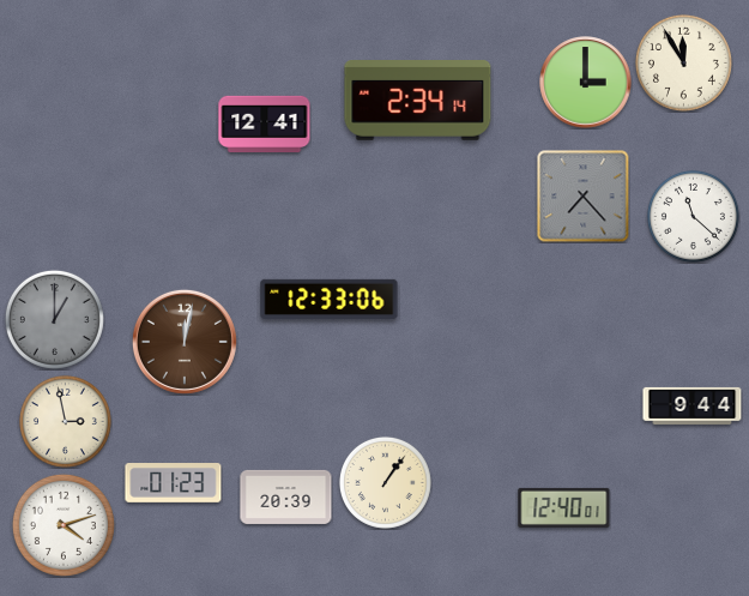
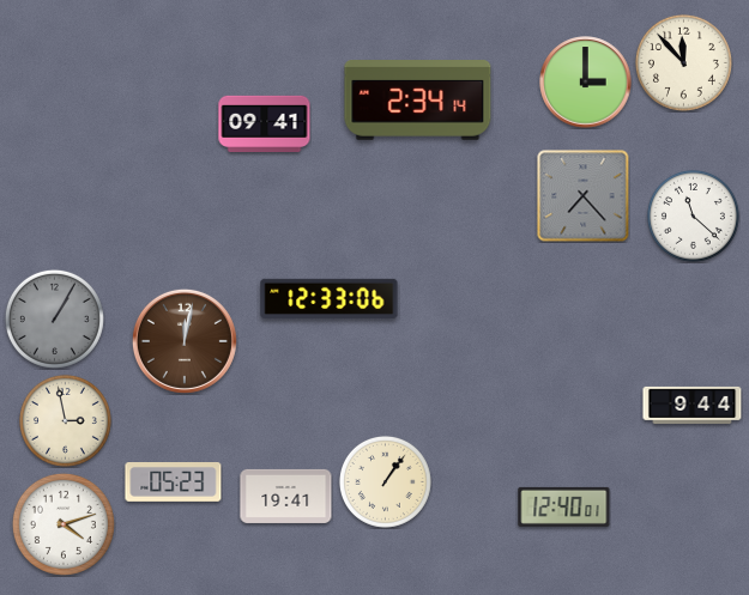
clock at (683, 62): 11:55 -> 11:53
clock at (265, 124): 12:41 -> 09:41
clock at (54, 319): 1:00 -> 1:05
clock at (174, 483): 01:23 -> 05:23
clock at (286, 496): 20:39 -> 19:41
